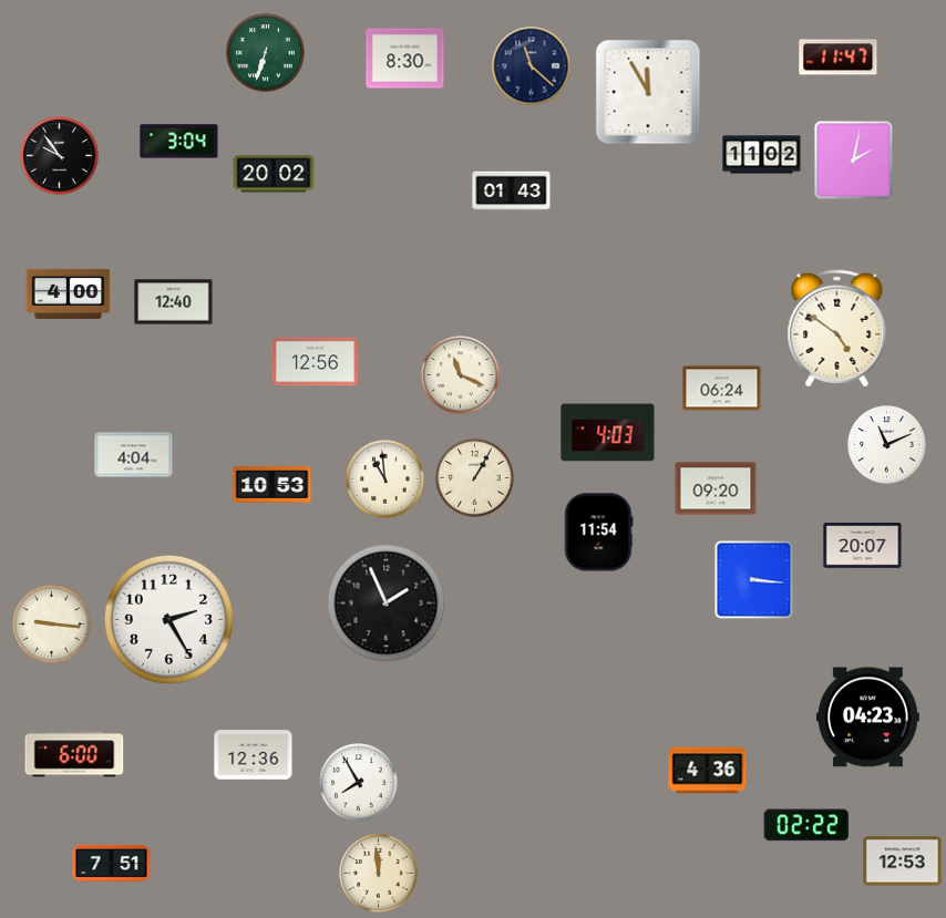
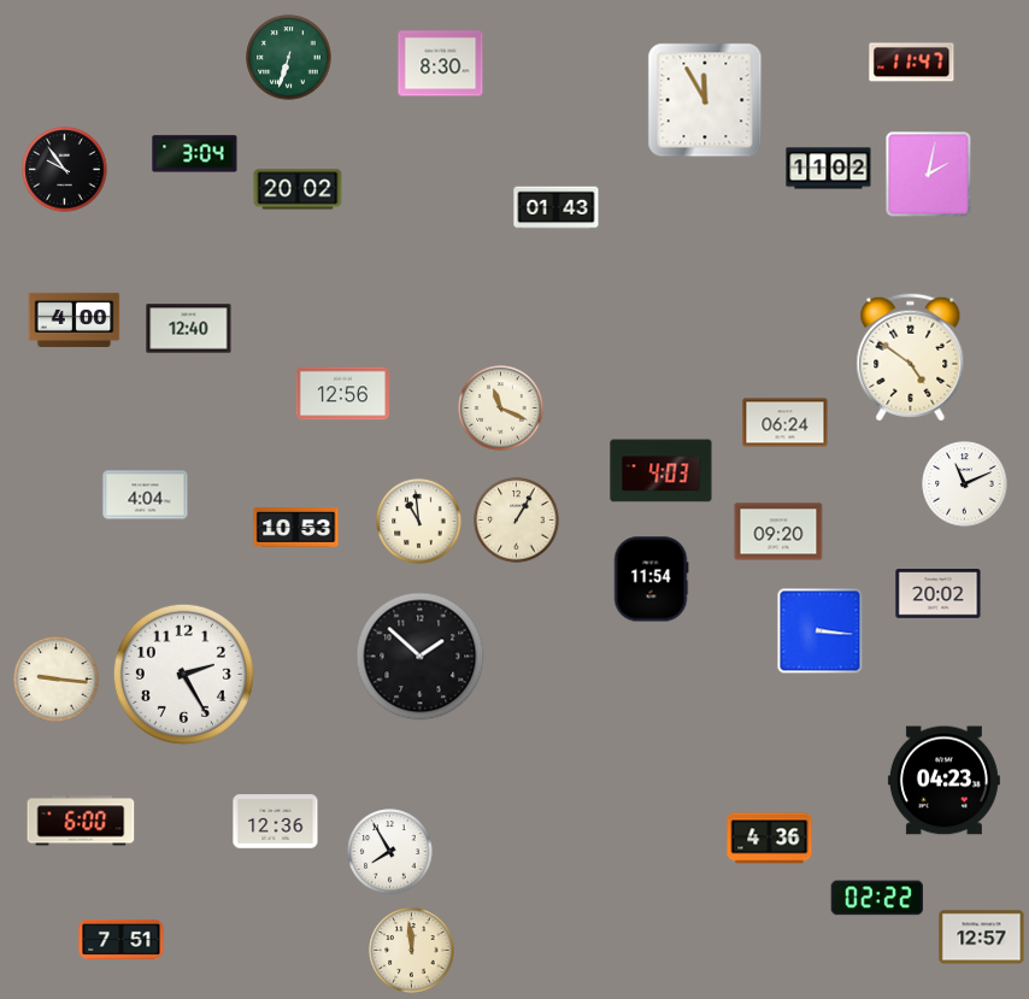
clock at (532, 66): 11:22 -> none
clock at (863, 546): 20:07 -> 20:02
clock at (387, 604): 1:56 -> 1:52
clock at (903, 862): 12:53 -> 12:57
